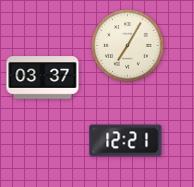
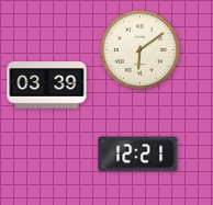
clock at (128, 46): 7:05 -> 6:09
clock at (43, 78): 03:37 -> 03:39
